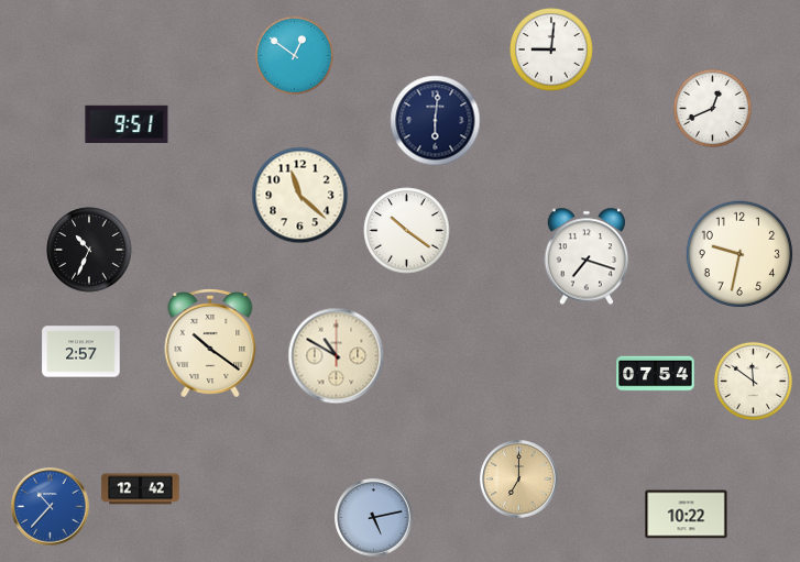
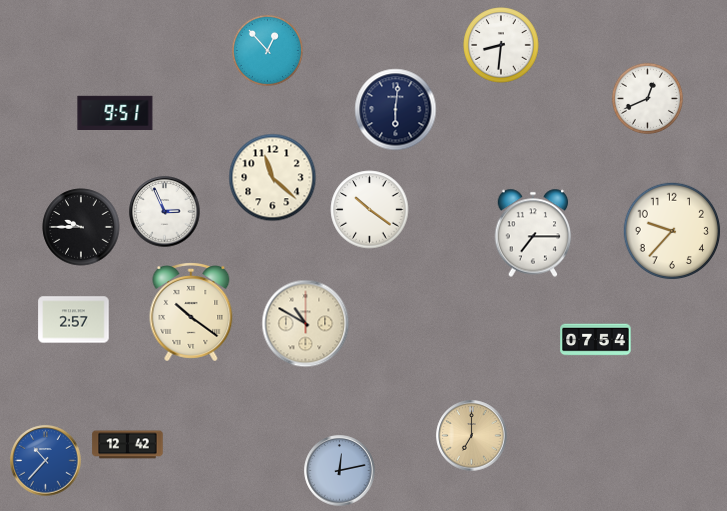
clock at (551, 49): 9:01 -> 8:31
clock at (294, 55): 12:51 -> 12:53
clock at (165, 212): none -> 2:56
clock at (89, 250): 10:34 -> 9:45
clock at (739, 254): 9:32 -> 9:37
clock at (587, 256): 7:18 -> 7:15
clock at (753, 381): 11:51 -> none
clock at (687, 515): 10:22 -> none
clock at (374, 518): 5:13 -> 12:13
